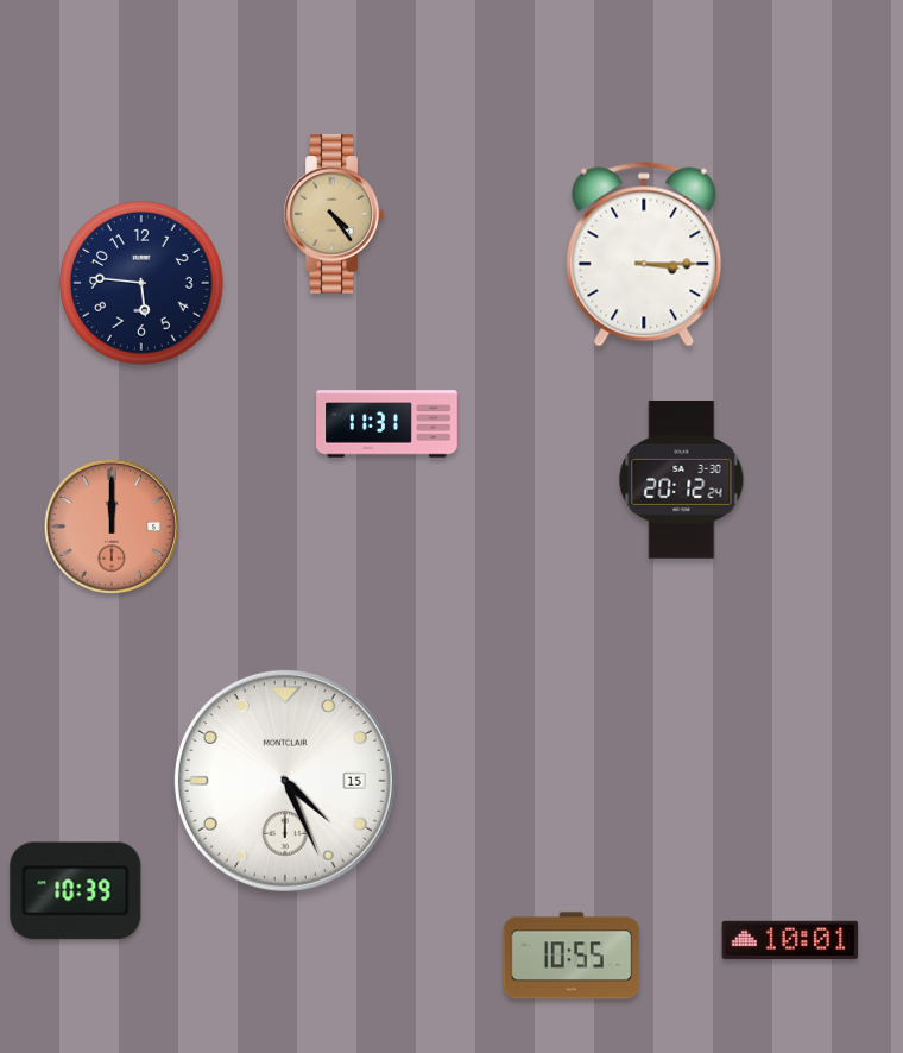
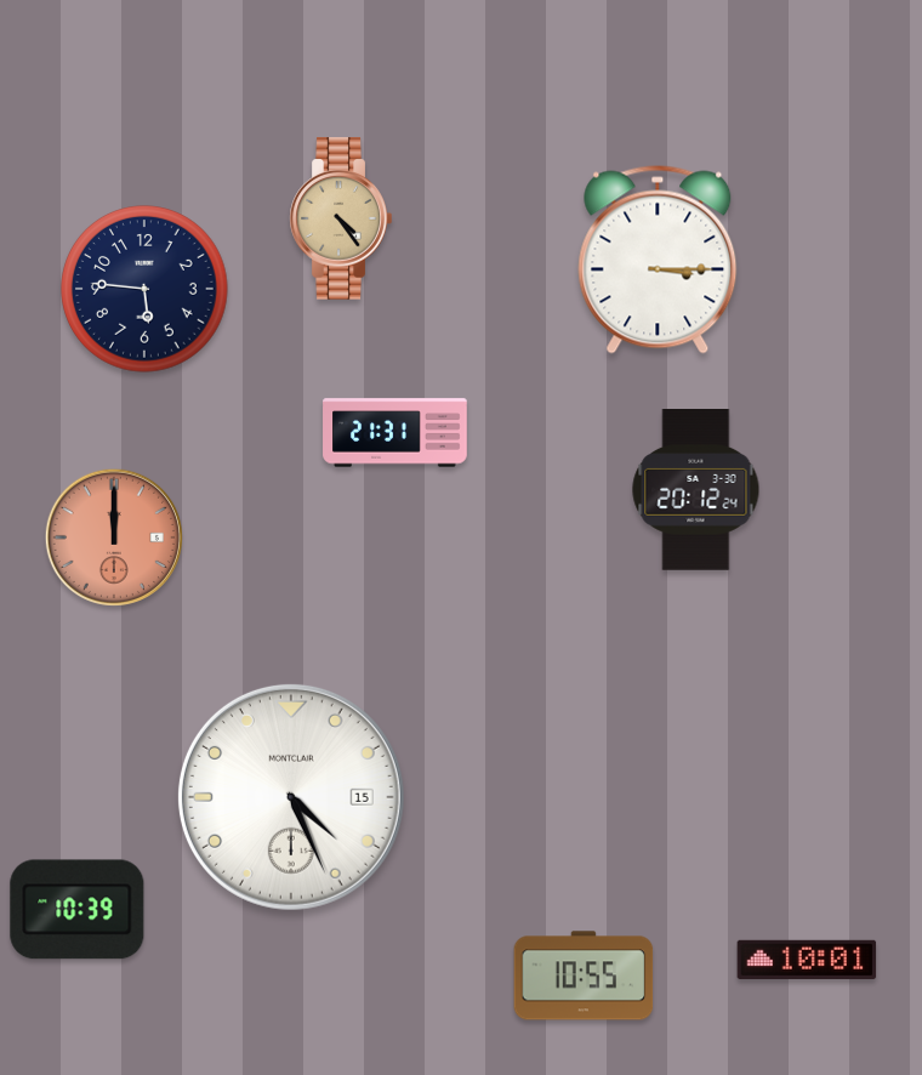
clock at (387, 424): 11:31 -> 21:31
